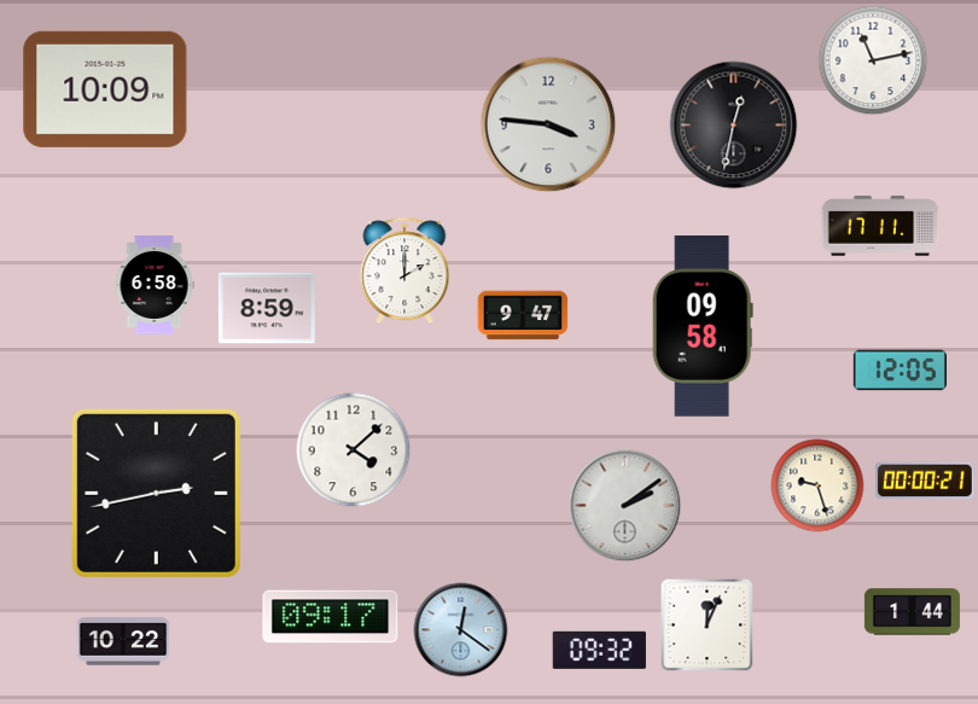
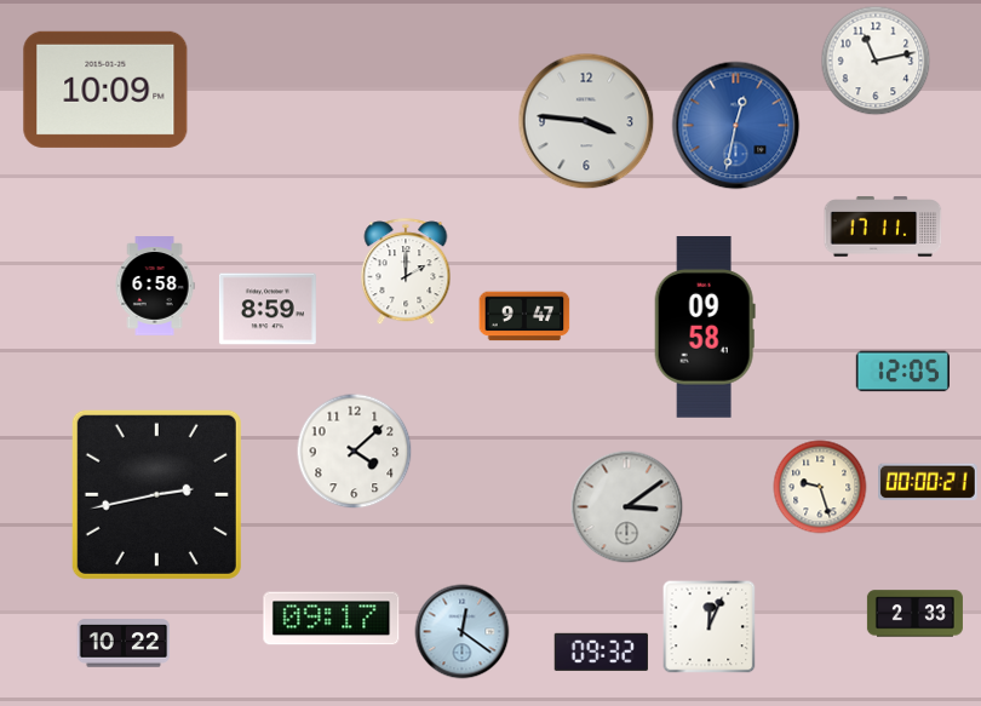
clock at (548, 124) position: (548, 124) -> (586, 121)
clock at (734, 126) dial: black -> blue
clock at (625, 506): 2:09 -> 3:09
clock at (912, 612): 1:44 -> 2:33
